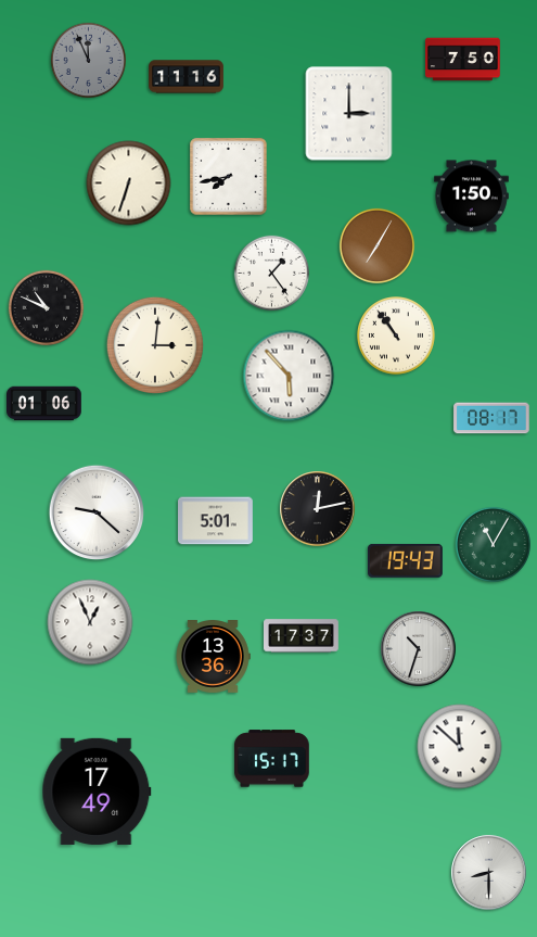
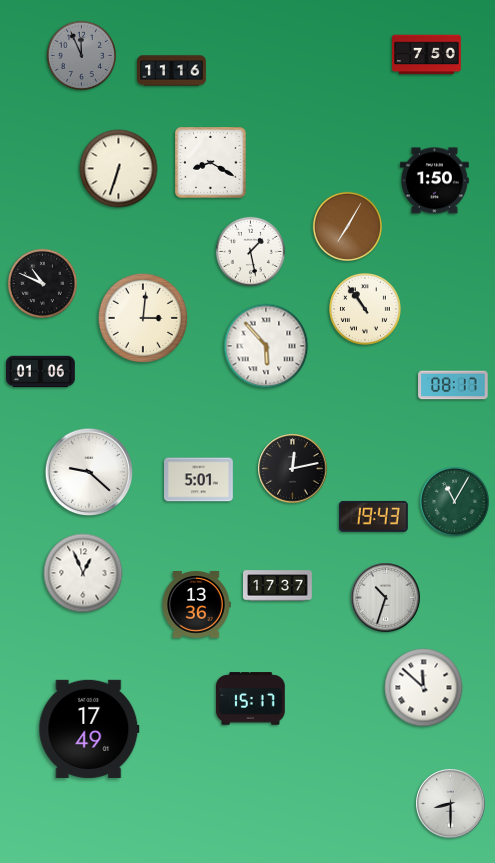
clock at (349, 114): 3:00 -> none
clock at (229, 177): 7:43 -> 8:20
clock at (271, 273): 1:24 -> 1:28
